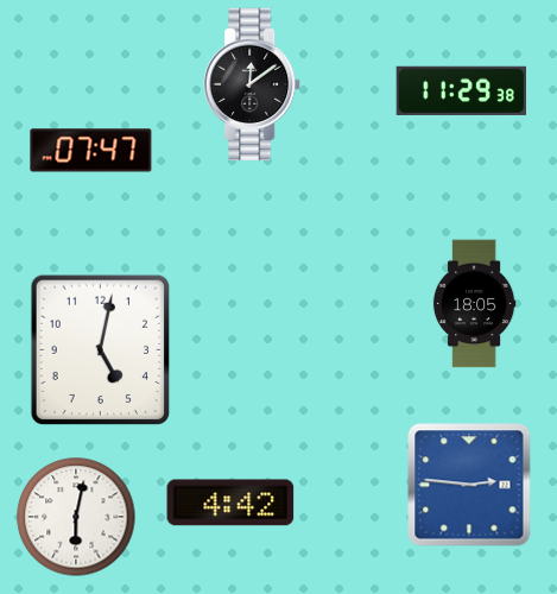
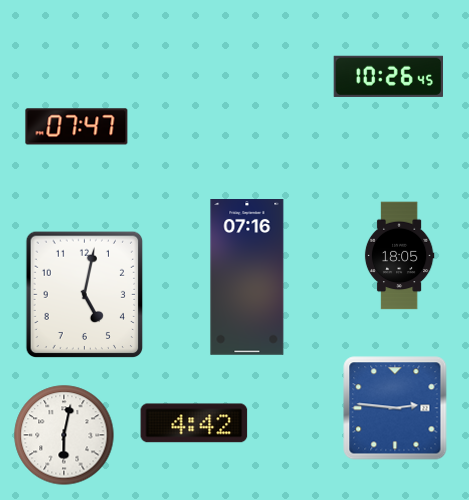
clock at (252, 84): 12:09 -> none
clock at (461, 90): 11:29 -> 10:26
clock at (247, 278): none -> 07:16
